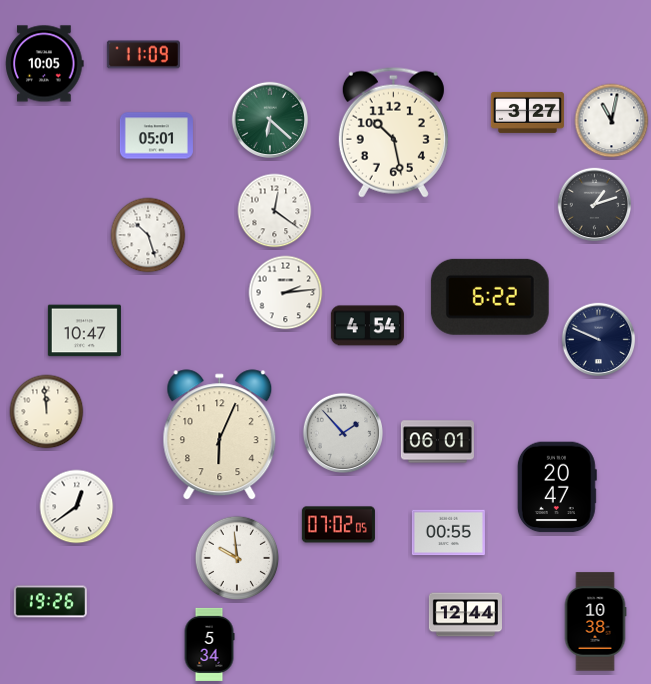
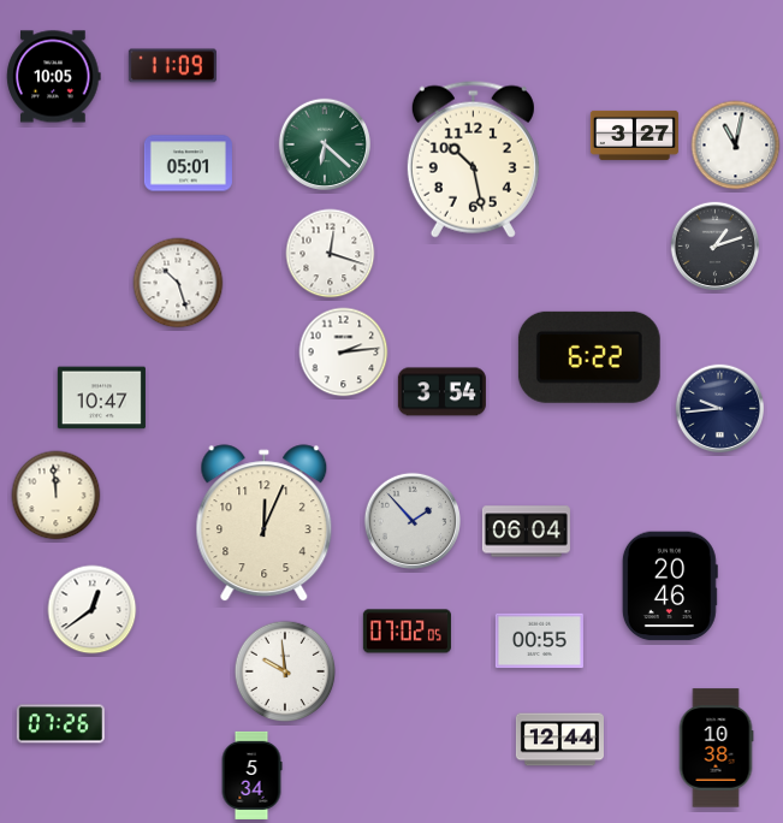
clock at (275, 211): 12:21 -> 12:18
clock at (367, 326): 4:54 -> 3:54
clock at (599, 340): 9:49 -> 9:44
clock at (220, 435): 6:04 -> 12:04
clock at (437, 442): 06:01 -> 06:04
clock at (557, 487): 20:47 -> 20:46
clock at (50, 602): 19:26 -> 07:26
